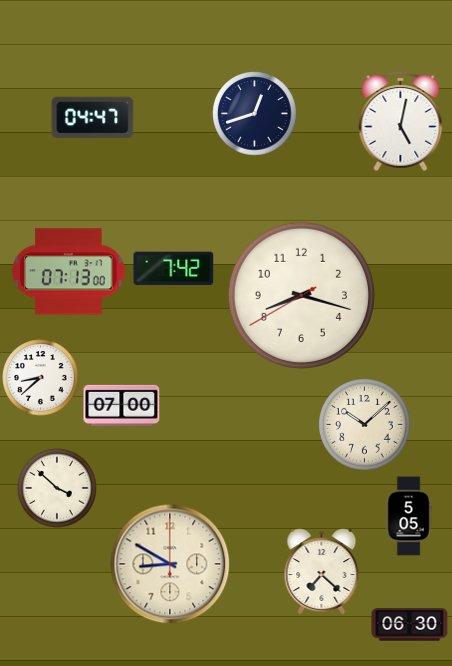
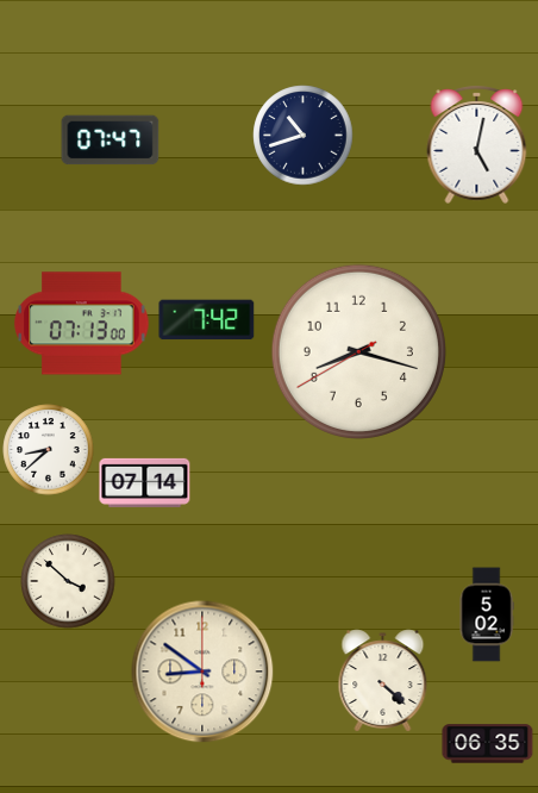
clock at (255, 114): 12:42 -> 10:42
clock at (93, 118): 04:47 -> 07:47
clock at (122, 405): 07:00 -> 07:14
clock at (365, 425): 10:08 -> none
clock at (409, 516): 5:05 -> 5:02
clock at (170, 564): 8:50 -> 8:51
clock at (322, 572): 7:22 -> 4:22
clock at (410, 625): 06:30 -> 06:35
